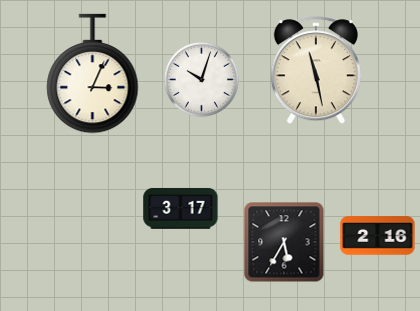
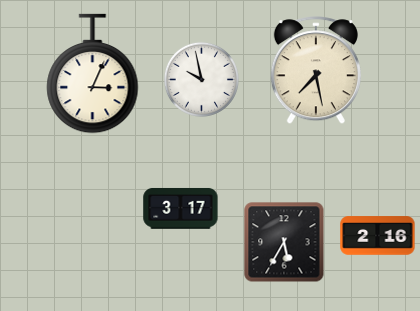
clock at (316, 71): 11:28 -> 7:28
clock at (201, 79): 10:03 -> 9:58
